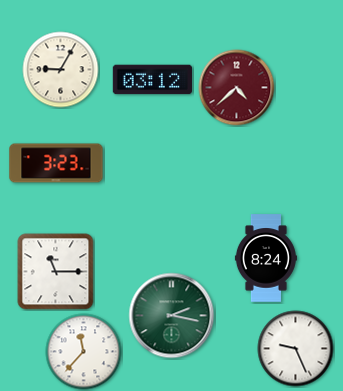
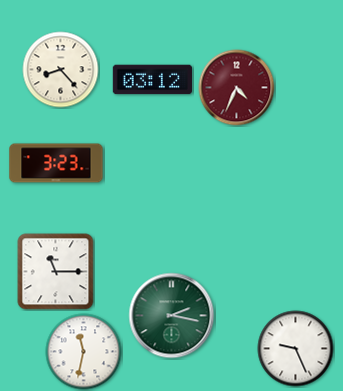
clock at (61, 70): 9:05 -> 8:23
clock at (237, 88): 4:38 -> 4:34
clock at (266, 258): 8:24 -> none
clock at (84, 352): 11:37 -> 11:32
